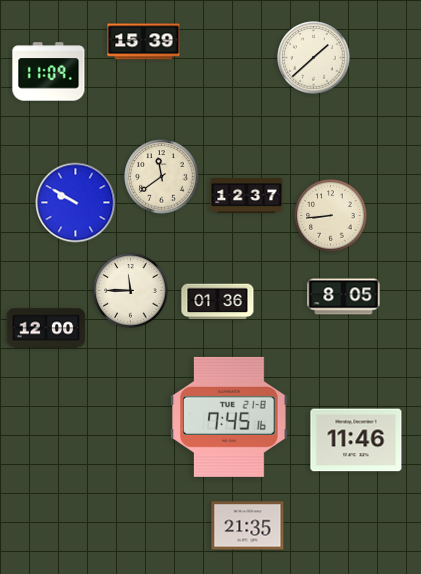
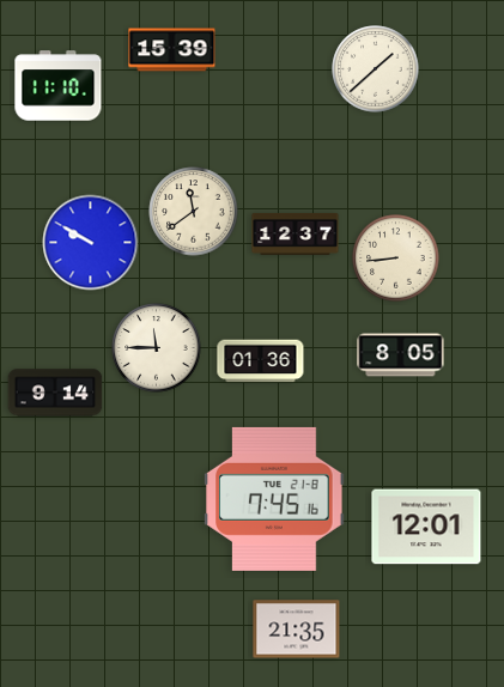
clock at (49, 72): 11:09 -> 11:10
clock at (344, 297) position: (344, 297) -> (401, 355)
clock at (46, 328): 12:00 -> 9:14
clock at (356, 440): 11:46 -> 12:01
